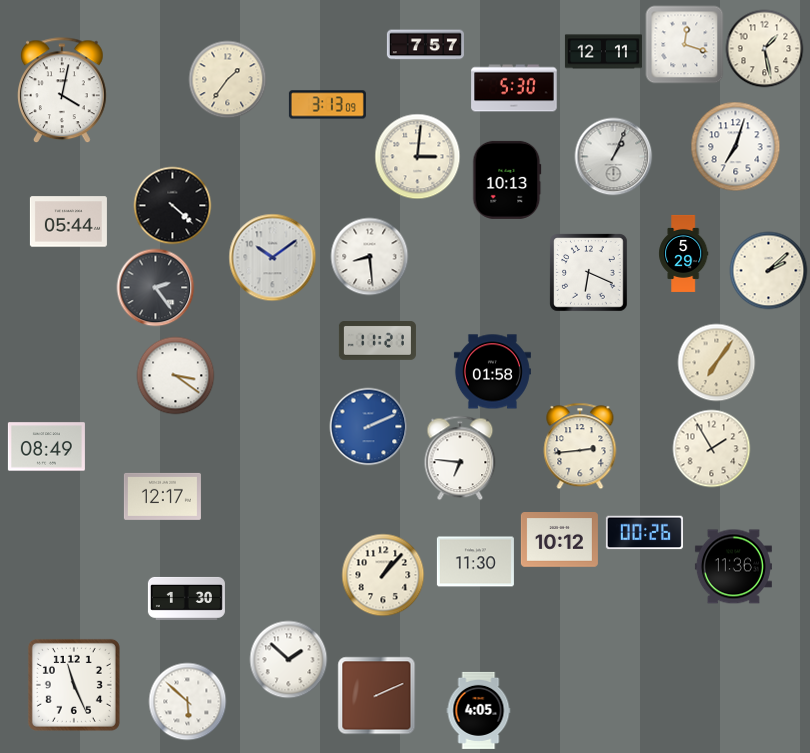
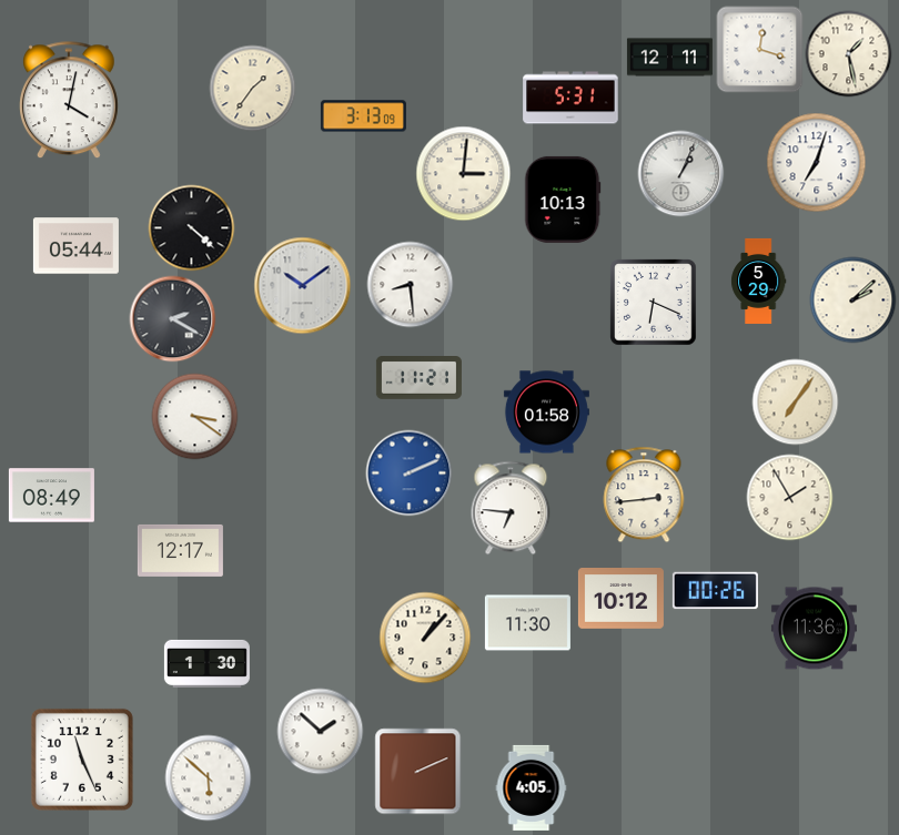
clock at (425, 45): 7:57 -> none
clock at (514, 88): 5:30 -> 5:31
clock at (155, 287): 2:24 -> 2:20
